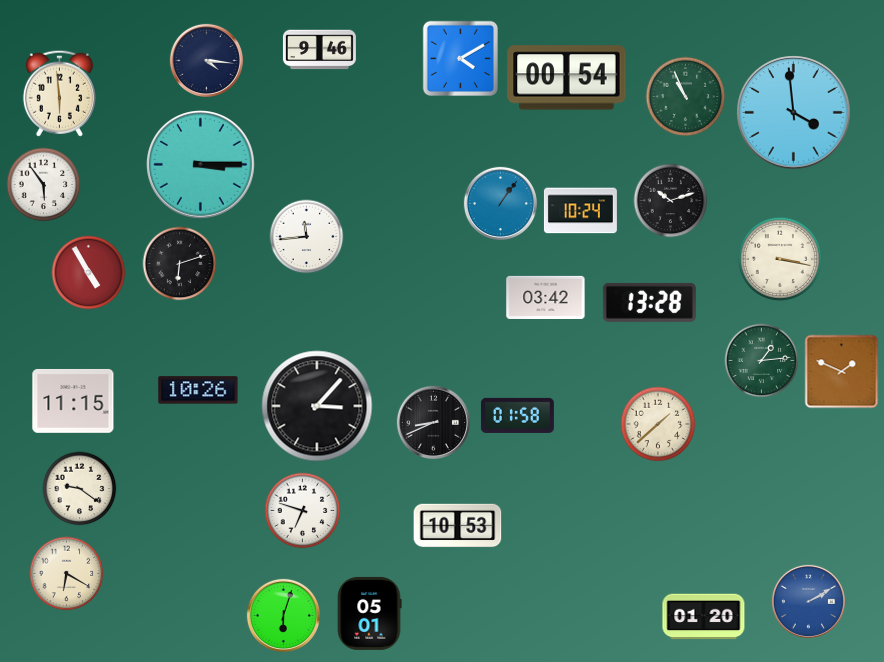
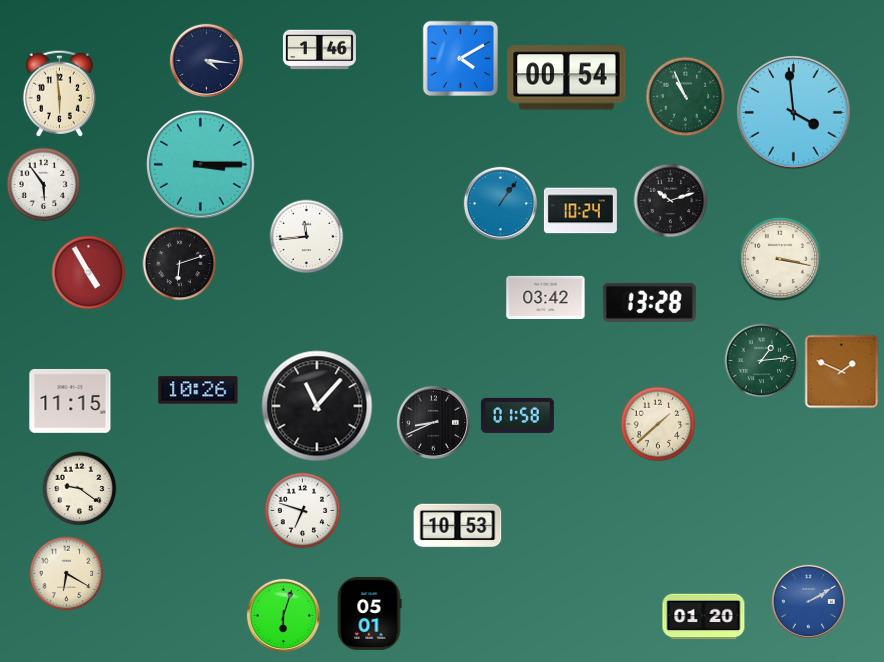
clock at (319, 50): 9:46 -> 1:46
clock at (73, 401) position: (73, 401) -> (70, 401)
clock at (317, 406): 3:07 -> 11:07
